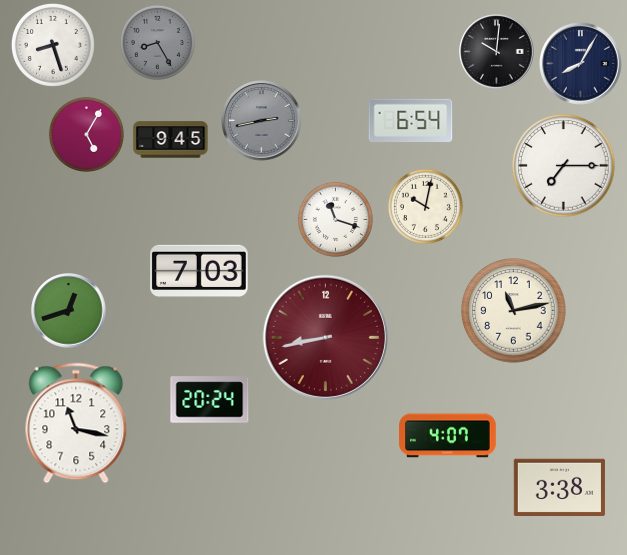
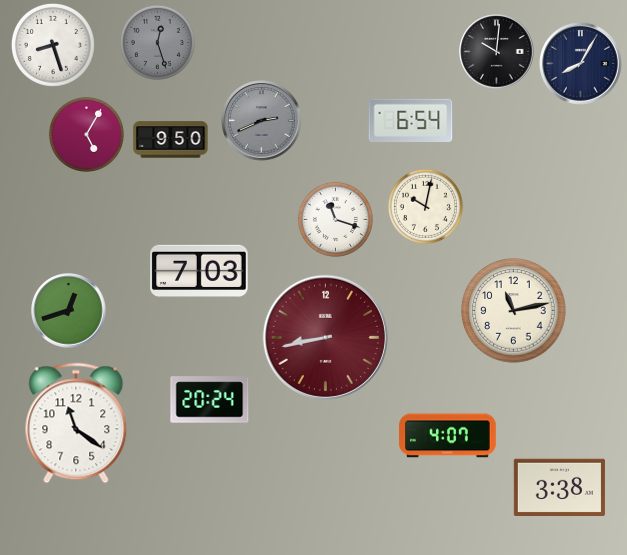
clock at (157, 42): 8:25 -> 12:27
clock at (262, 121): 2:43 -> 2:41
clock at (171, 140): 9:45 -> 9:50
clock at (564, 166): 7:15 -> none
clock at (76, 423): 11:17 -> 11:21
